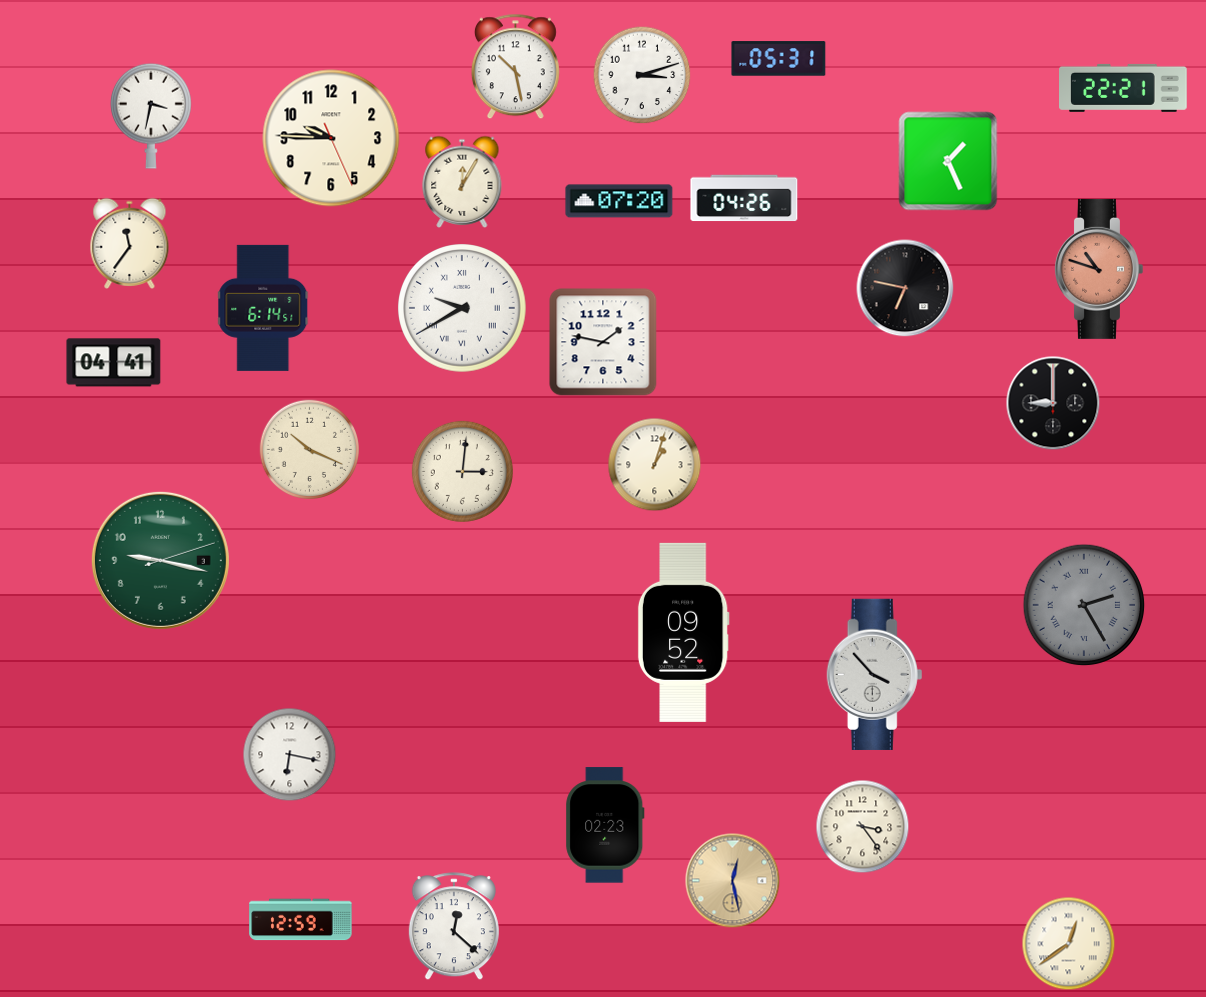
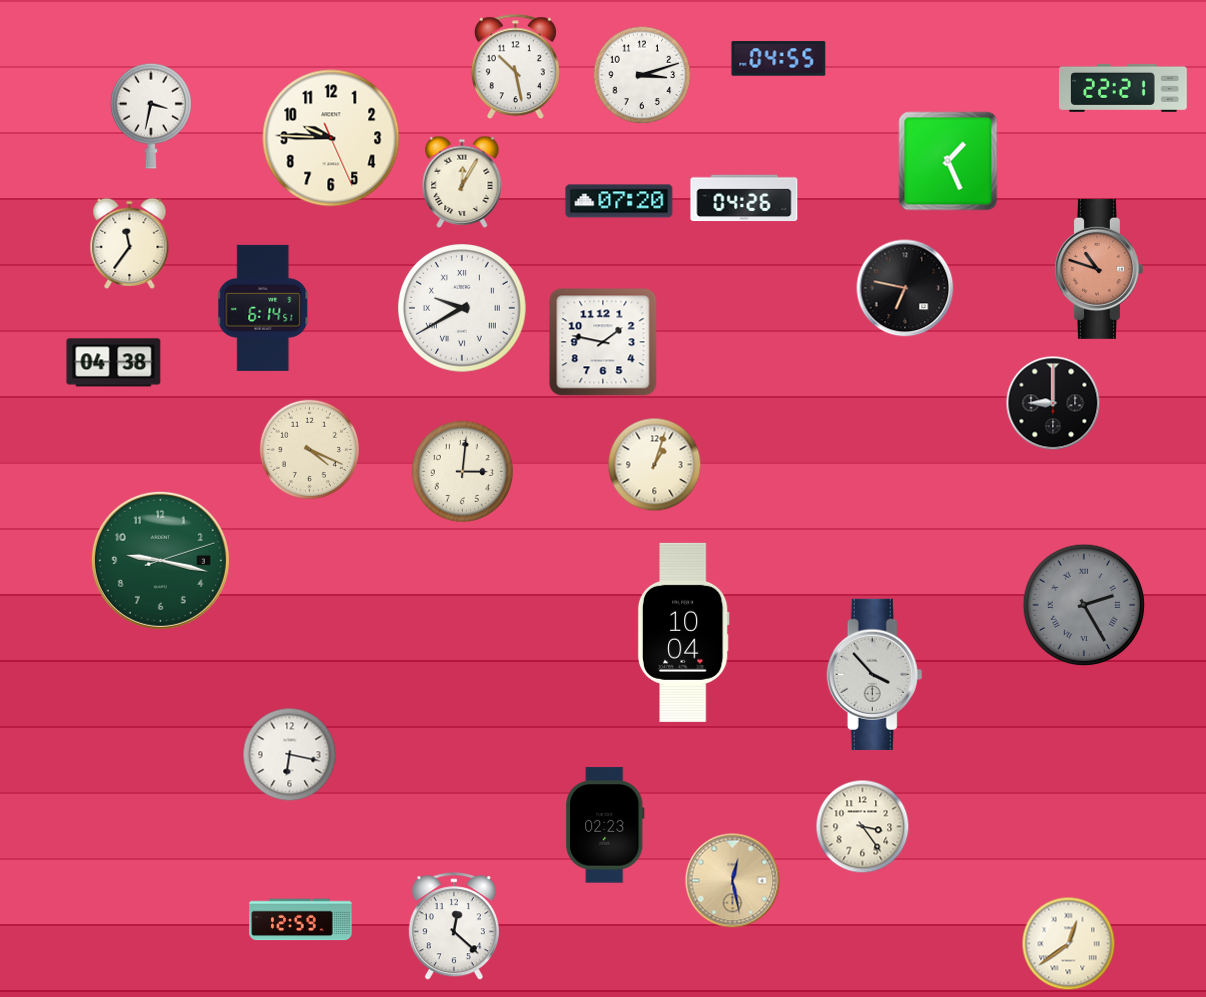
clock at (779, 59): 05:31 -> 04:55
clock at (114, 363): 04:41 -> 04:38
clock at (309, 449): 10:19 -> 4:19
clock at (683, 632): 09:52 -> 10:04
